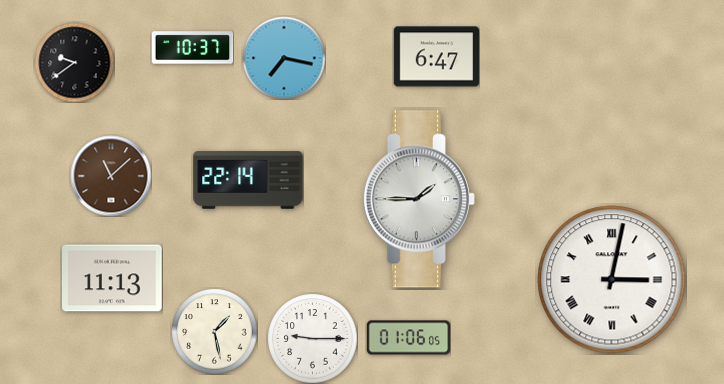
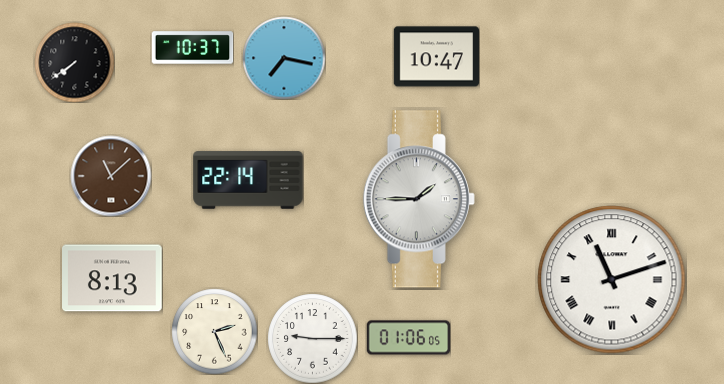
clock at (436, 57): 6:47 -> 10:47
clock at (74, 62): 9:39 -> 7:39
clock at (113, 278): 11:13 -> 8:13
clock at (612, 280): 3:02 -> 11:12
clock at (214, 331): 1:28 -> 2:26
